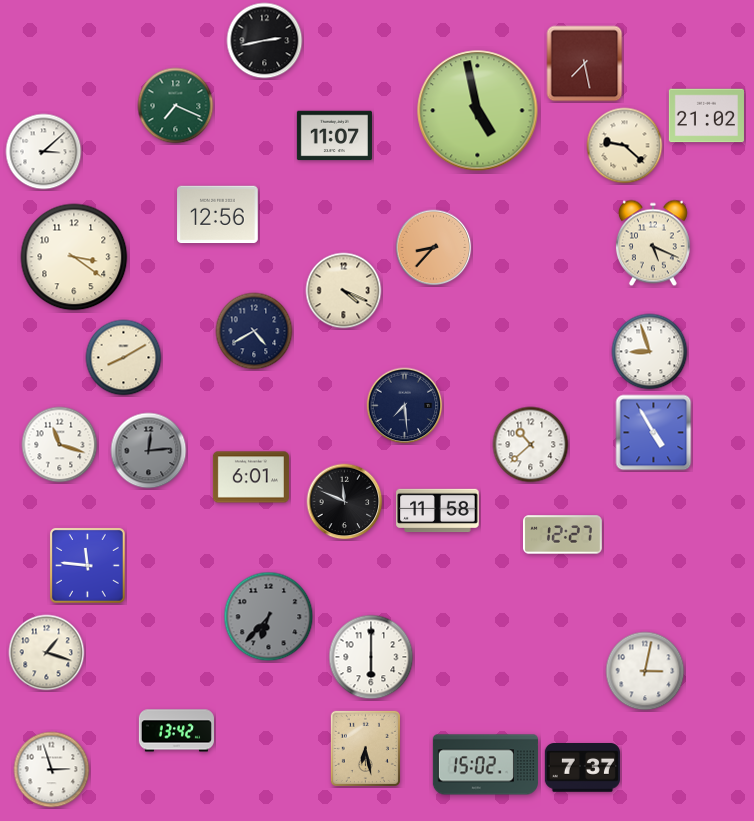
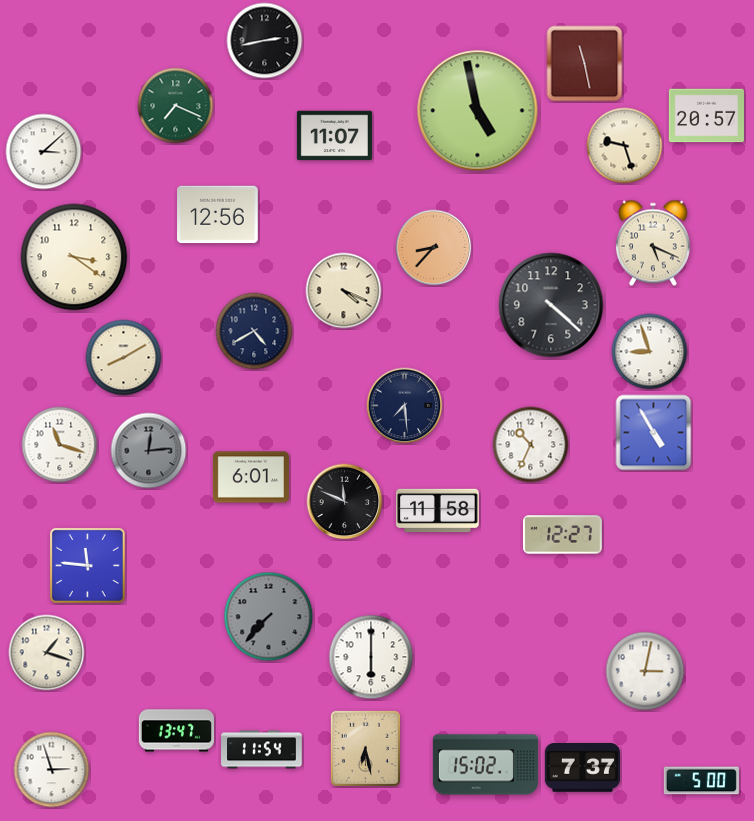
clock at (585, 64): 7:28 -> 11:28
clock at (706, 116): 21:02 -> 20:57
clock at (625, 146): 9:22 -> 9:27
clock at (551, 305): none -> 4:22
clock at (531, 445): 10:38 -> 10:34
clock at (269, 617): 6:37 -> 7:37
clock at (176, 731): 13:42 -> 13:47
clock at (262, 750): none -> 11:54
clock at (701, 781): none -> 5:00
